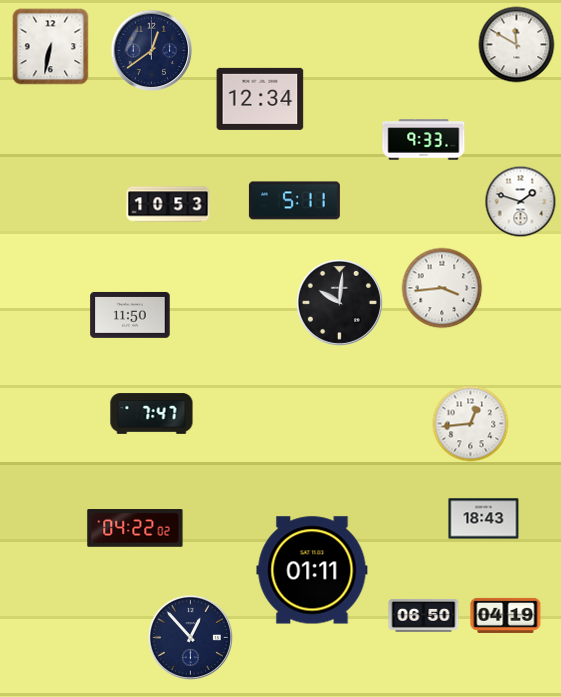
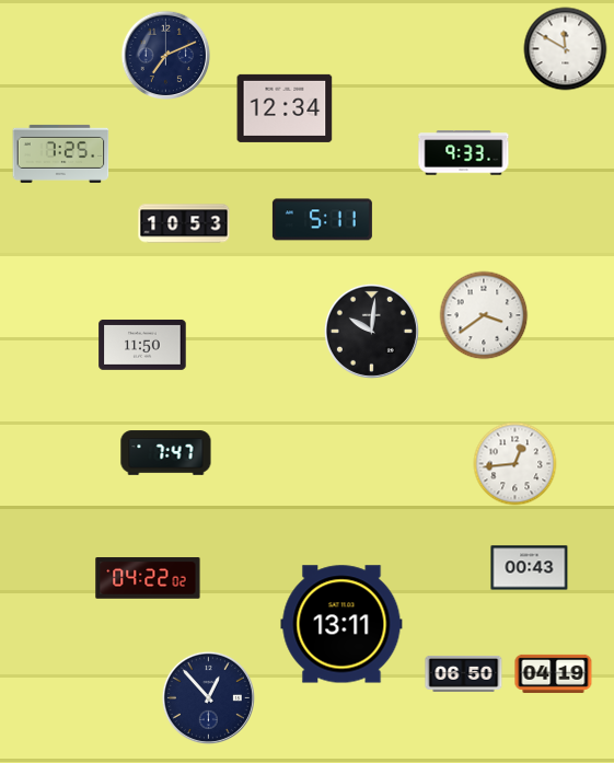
clock at (51, 47): 6:32 -> none
clock at (152, 51): 12:39 -> 7:11
clock at (61, 153): none -> 7:25
clock at (521, 202): 1:48 -> none
clock at (442, 288): 3:44 -> 3:39
clock at (484, 519): 18:43 -> 00:43
clock at (312, 570): 01:11 -> 13:11
